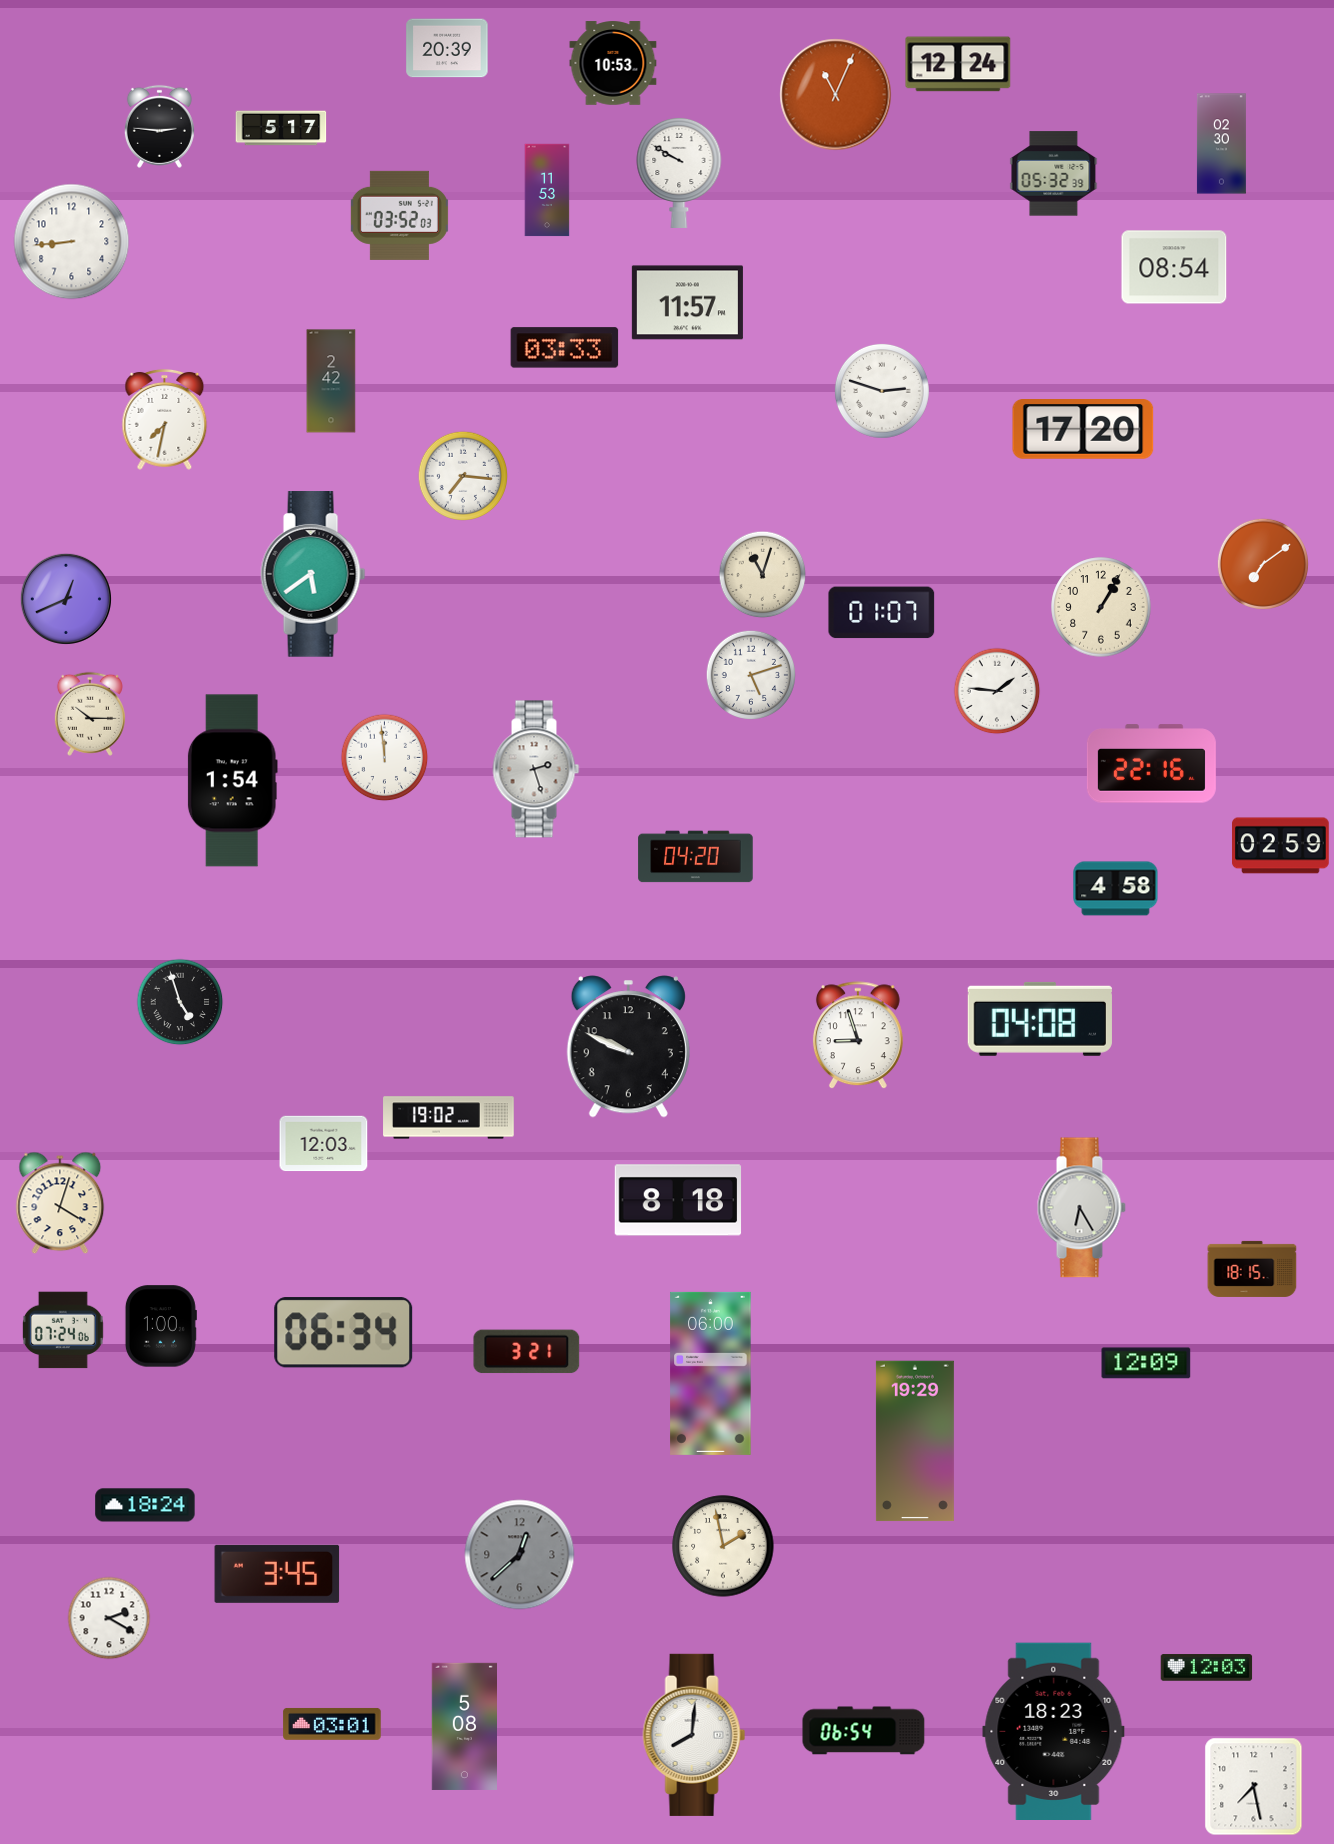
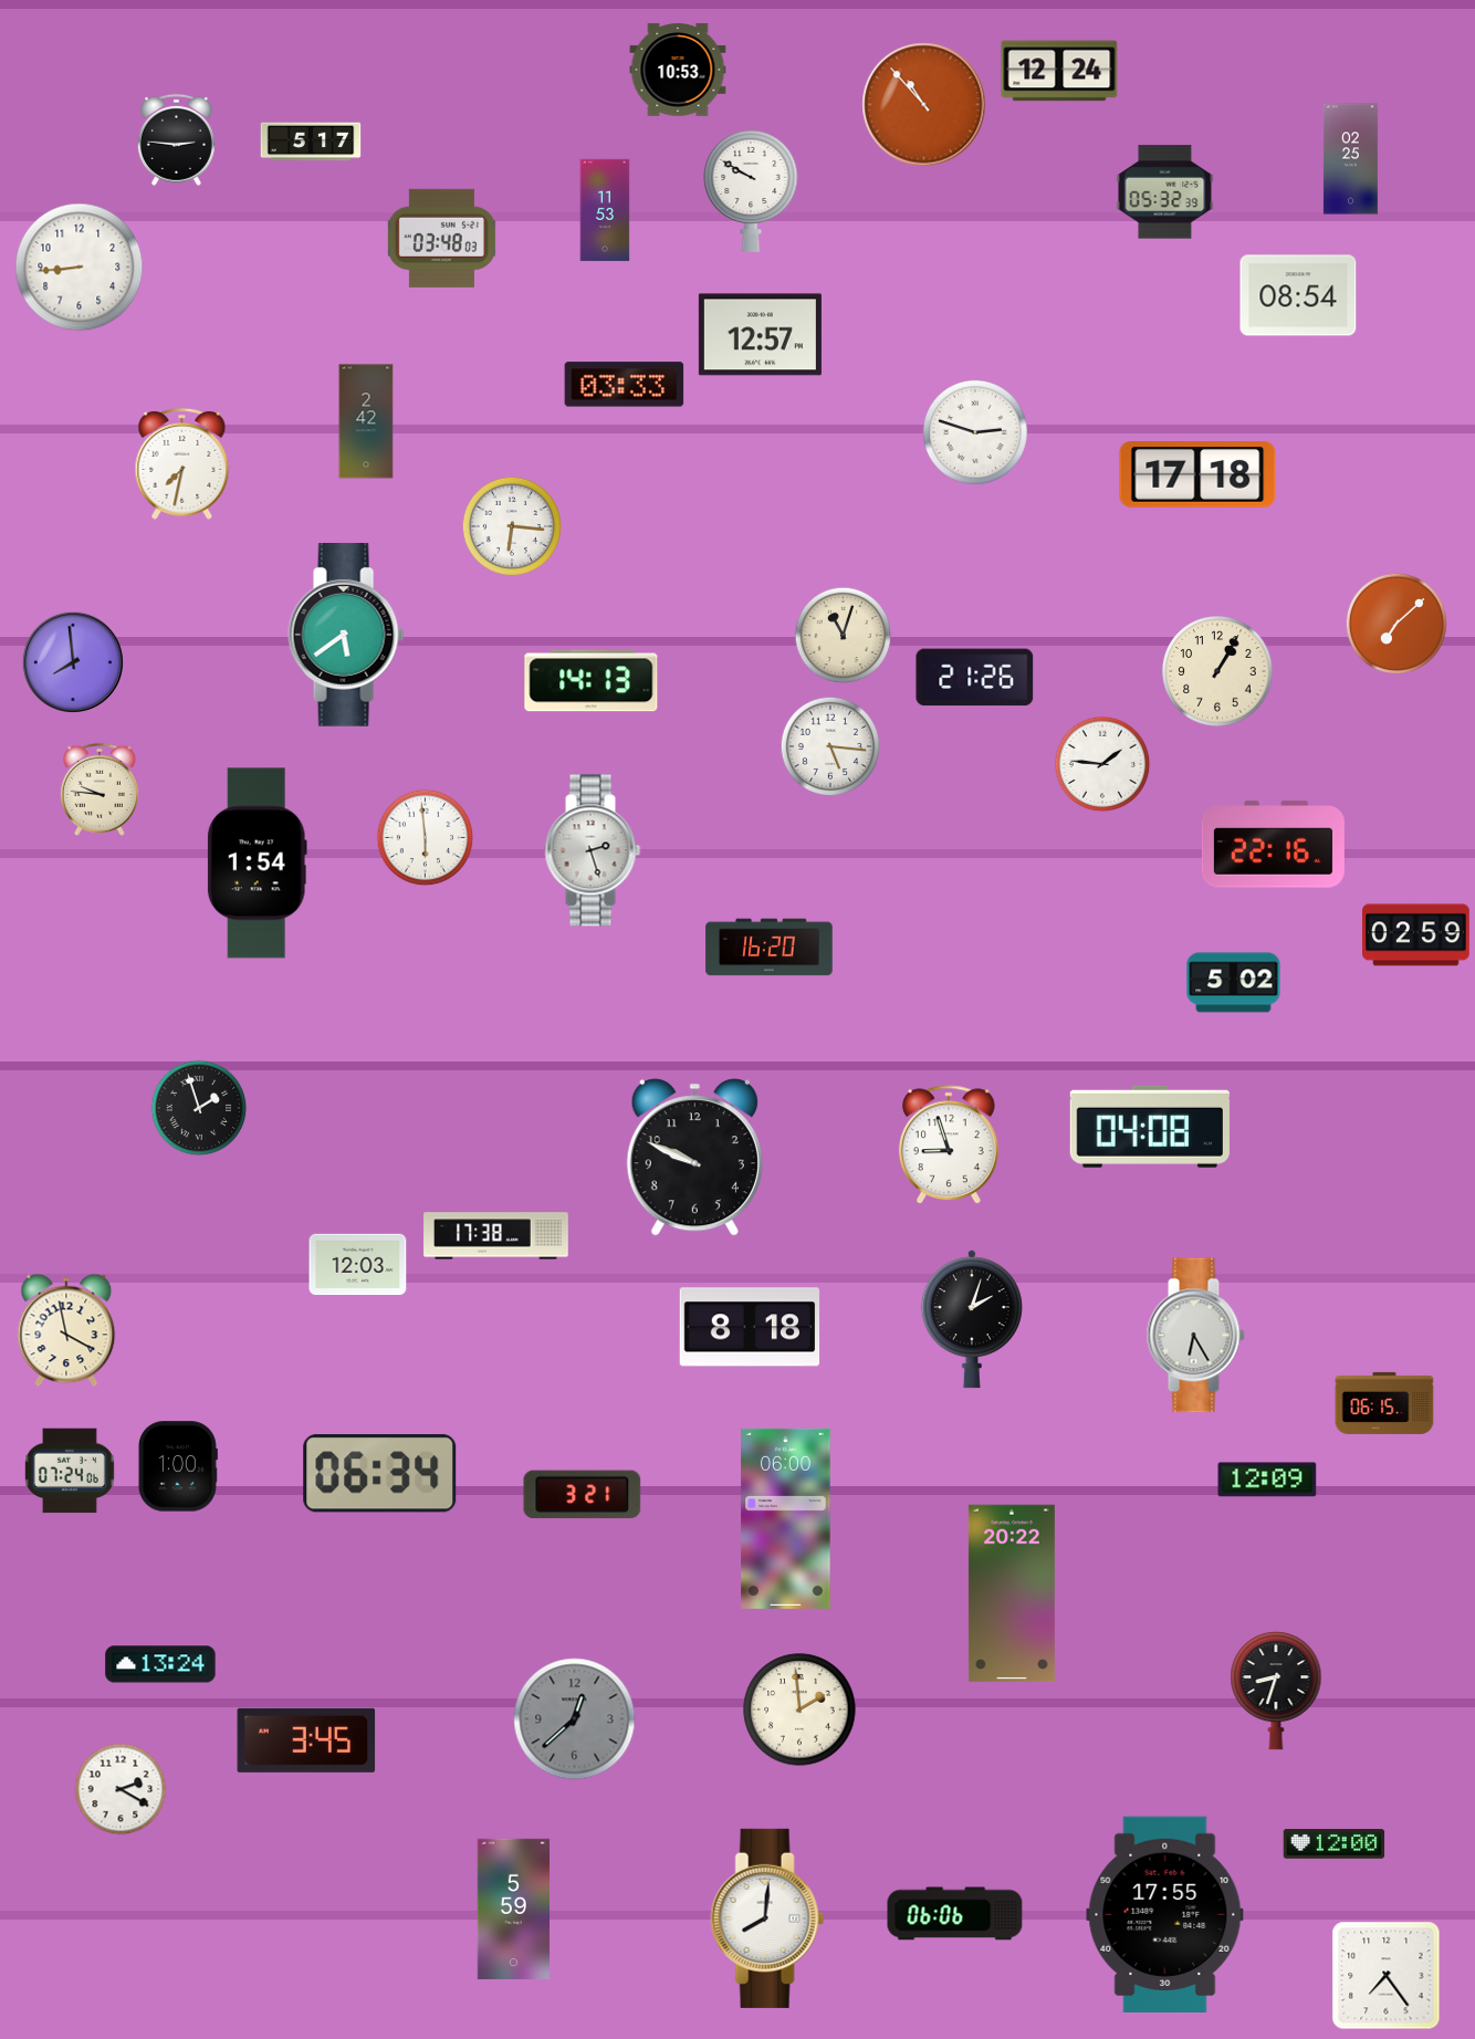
clock at (447, 48): 20:39 -> none
clock at (836, 95): 11:04 -> 10:53
clock at (1221, 144): 02:30 -> 02:25
clock at (399, 215): 03:52 -> 03:48
clock at (687, 303): 11:57 -> 12:57
clock at (1083, 430): 17:20 -> 17:18
clock at (462, 475): 7:16 -> 6:16
clock at (1263, 564): 7:09 -> 7:08
clock at (66, 599): 12:41 -> 7:59
clock at (882, 613): 01:07 -> 21:26
clock at (592, 681): none -> 14:13
clock at (750, 674): 5:12 -> 5:16
clock at (90, 714): 10:15 -> 9:46
clock at (385, 758): 11:59 -> 5:59
clock at (696, 857): 04:20 -> 16:20
clock at (1116, 889): 4:58 -> 5:02
clock at (180, 1002): 4:57 -> 1:57
clock at (449, 1118): 19:02 -> 17:38
clock at (972, 1319): none -> 2:03
clock at (60, 1203): 4:03 -> 3:58
clock at (1252, 1269): 18:15 -> 06:15
clock at (1146, 1363) position: (1146, 1363) -> (1267, 1479)
clock at (915, 1441): 19:29 -> 20:22
clock at (145, 1505): 18:24 -> 13:24
clock at (1276, 1691): none -> 8:33
clock at (723, 1546): 1:58 -> 1:59
clock at (1207, 1668): 12:03 -> 12:00
clock at (332, 1724): 03:01 -> none
clock at (464, 1726): 5:08 -> 5:59
clock at (864, 1731): 06:54 -> 06:06
clock at (1054, 1731): 18:23 -> 17:55
clock at (1254, 1787): 7:28 -> 7:24
